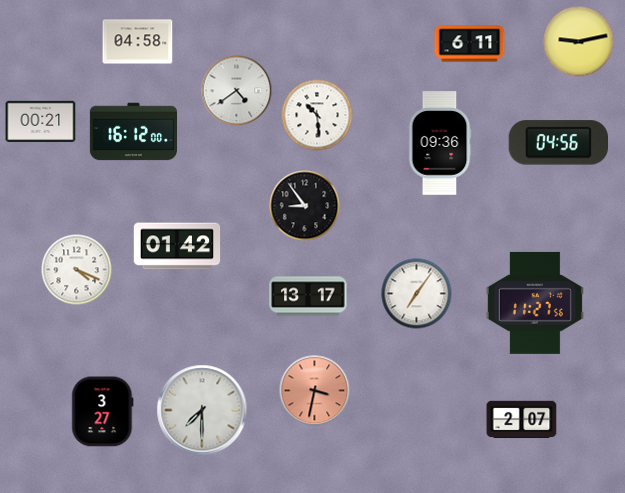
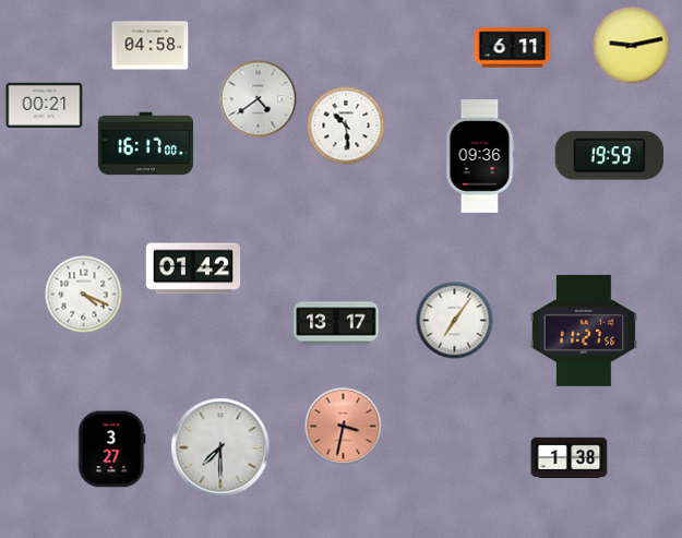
clock at (41, 121) position: (41, 121) -> (45, 105)
clock at (133, 132): 16:12 -> 16:17
clock at (558, 143): 04:56 -> 19:59
clock at (305, 206): 8:54 -> none
clock at (522, 419): 2:07 -> 1:38
